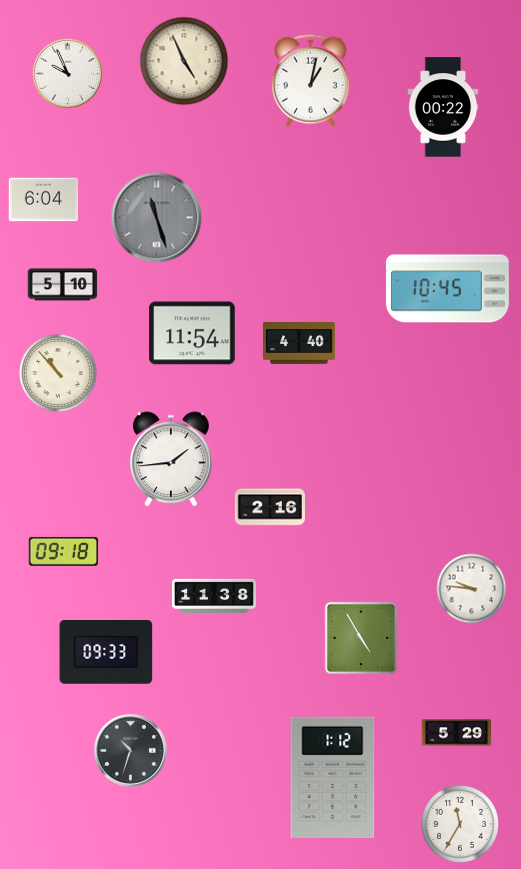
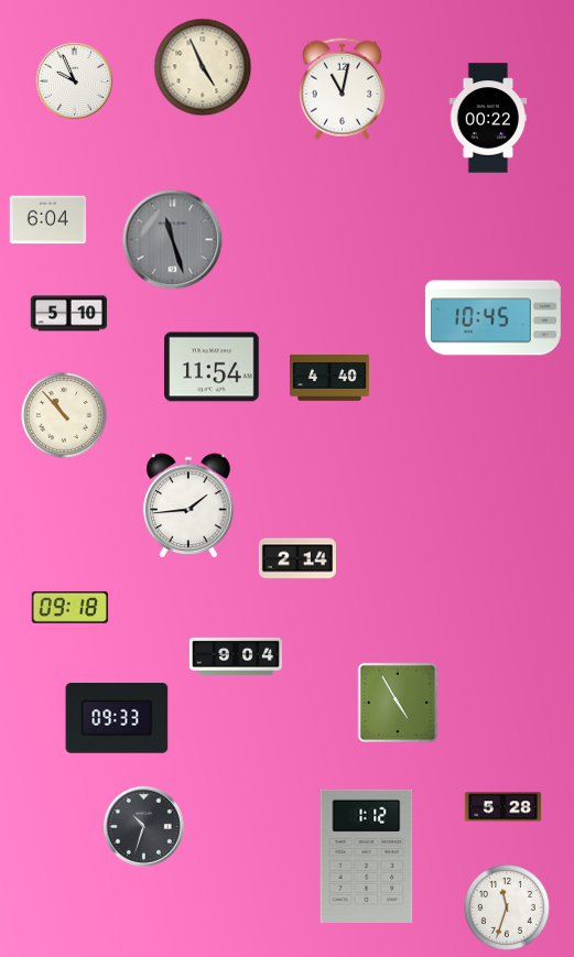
clock at (310, 80): 1:02 -> 11:02
clock at (59, 374) position: (59, 374) -> (65, 416)
clock at (269, 507): 2:16 -> 2:14
clock at (472, 589): 9:46 -> none
clock at (214, 595): 11:38 -> 9:04
clock at (457, 733): 5:29 -> 5:28
clock at (461, 825): 11:35 -> 11:33
